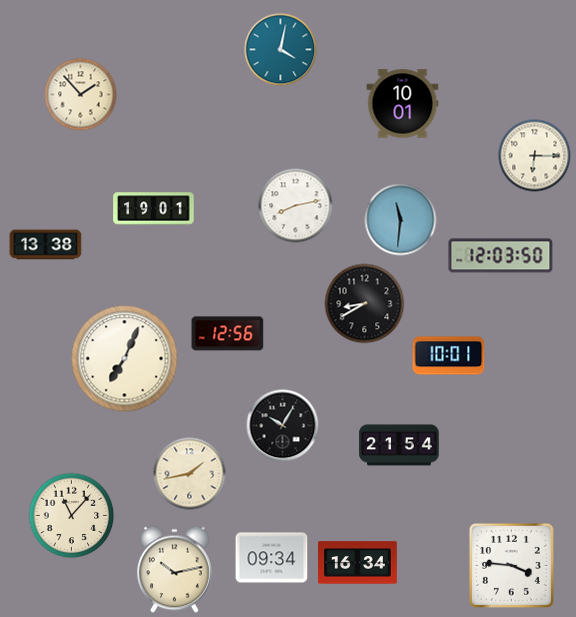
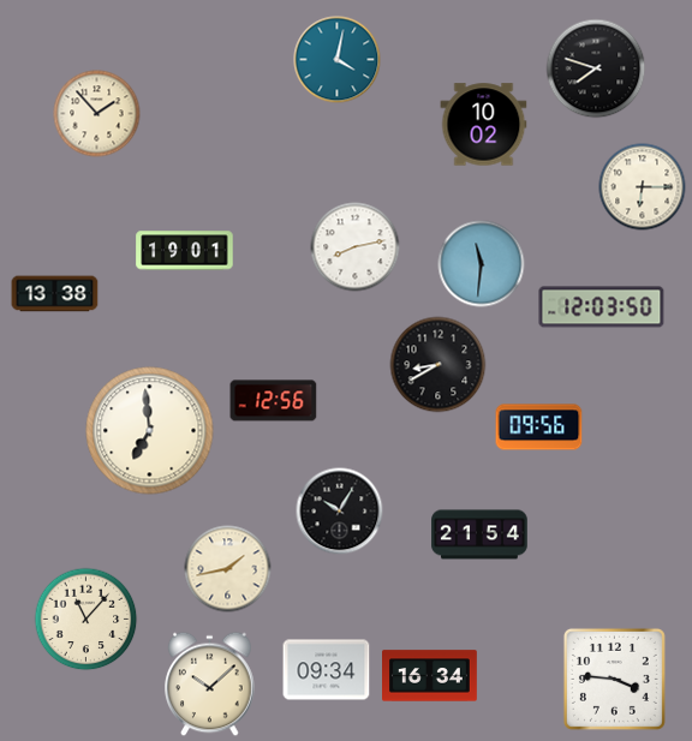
clock at (596, 68): none -> 7:48
clock at (403, 104): 10:01 -> 10:02
clock at (449, 356): 10:01 -> 09:56
clock at (125, 359): 7:04 -> 6:59
clock at (175, 570): 10:13 -> 10:08
